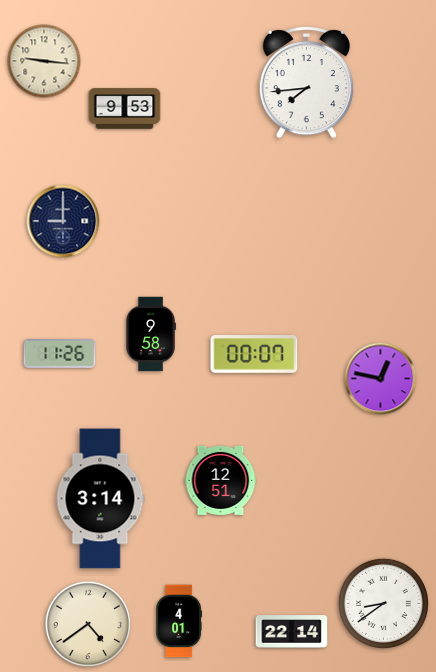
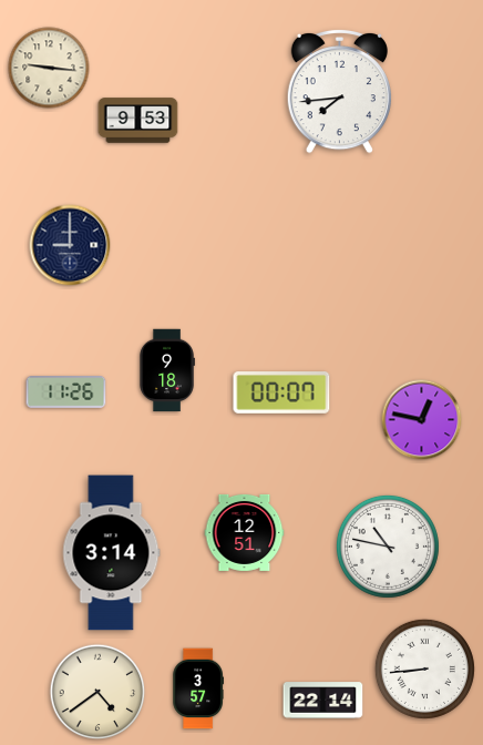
clock at (151, 334): 9:58 -> 9:18
clock at (388, 547): none -> 10:47
clock at (383, 603): 8:39 -> 8:44
clock at (178, 621): 4:01 -> 3:57
